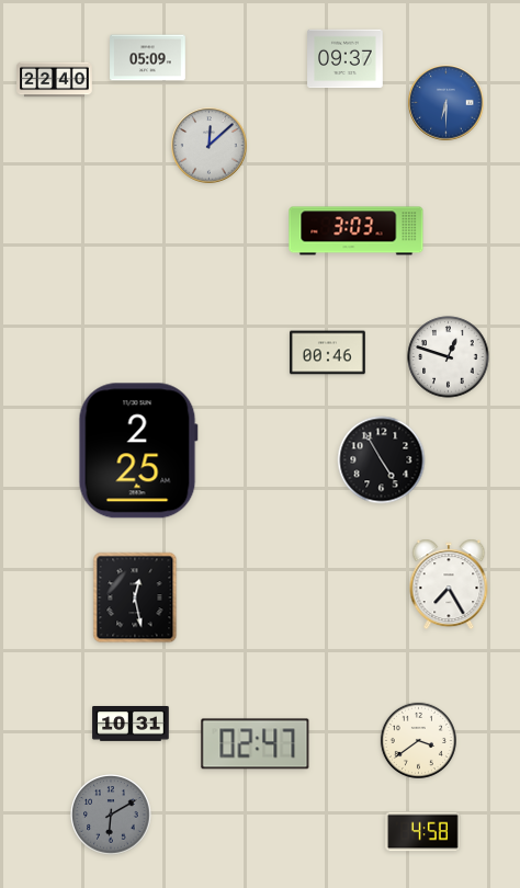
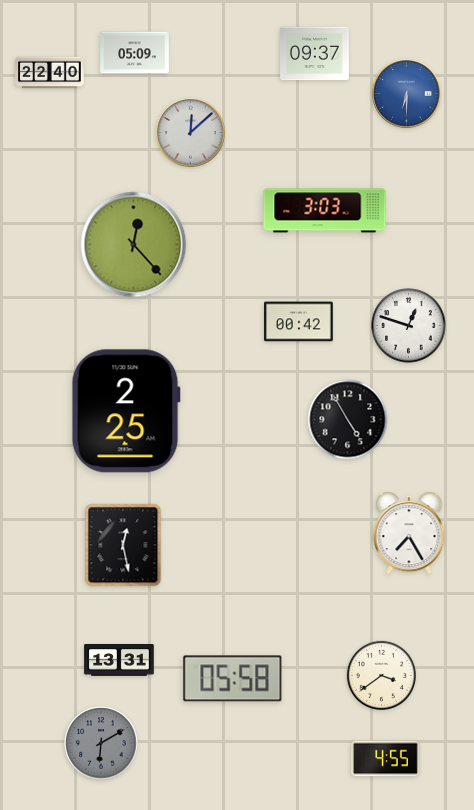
clock at (134, 245): none -> 12:23
clock at (328, 353): 00:46 -> 00:42
clock at (131, 724): 10:31 -> 13:31
clock at (256, 744): 02:47 -> 05:58
clock at (423, 832): 4:58 -> 4:55
